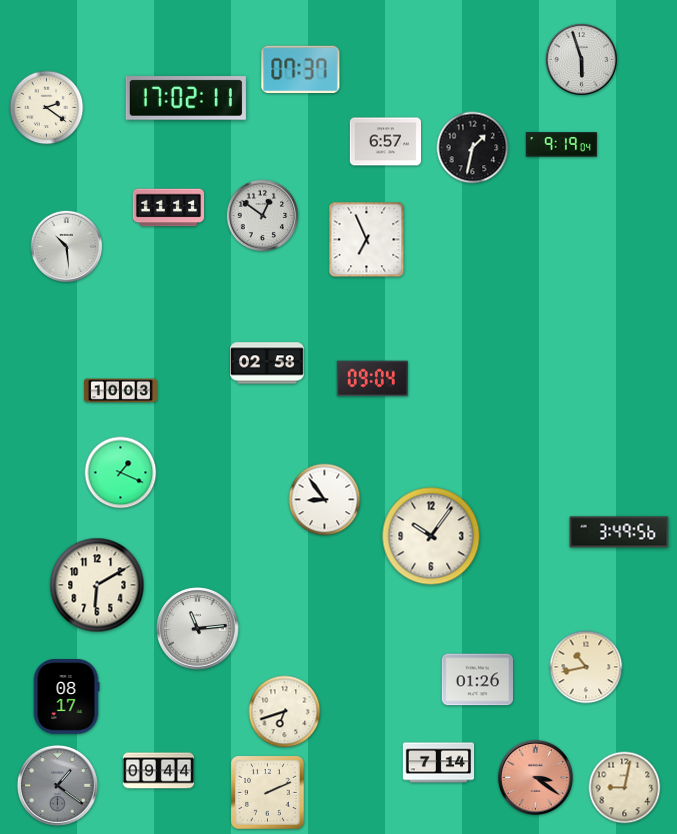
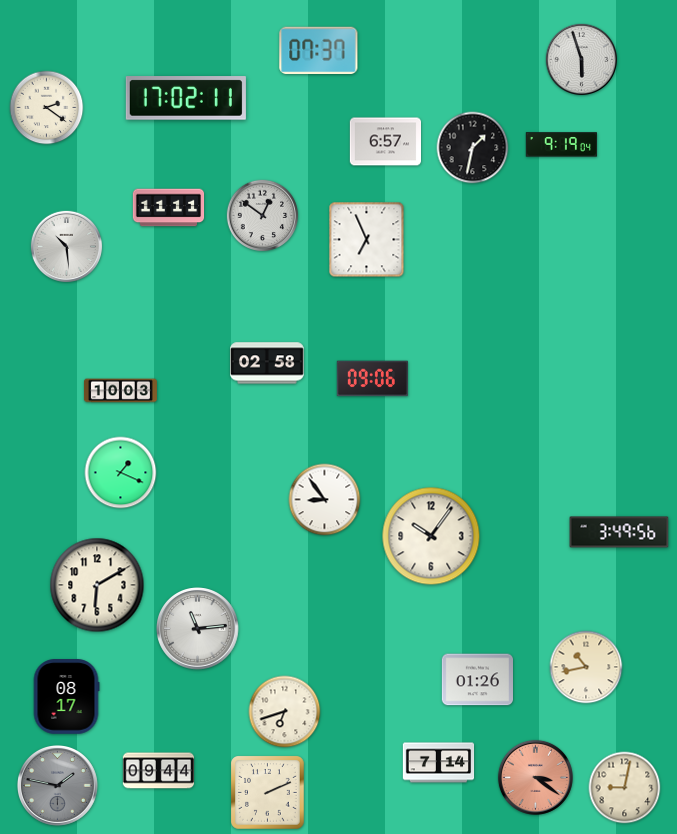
clock at (301, 70) position: (301, 70) -> (319, 51)
clock at (372, 379): 09:04 -> 09:06
clock at (58, 786): 1:21 -> 1:47
